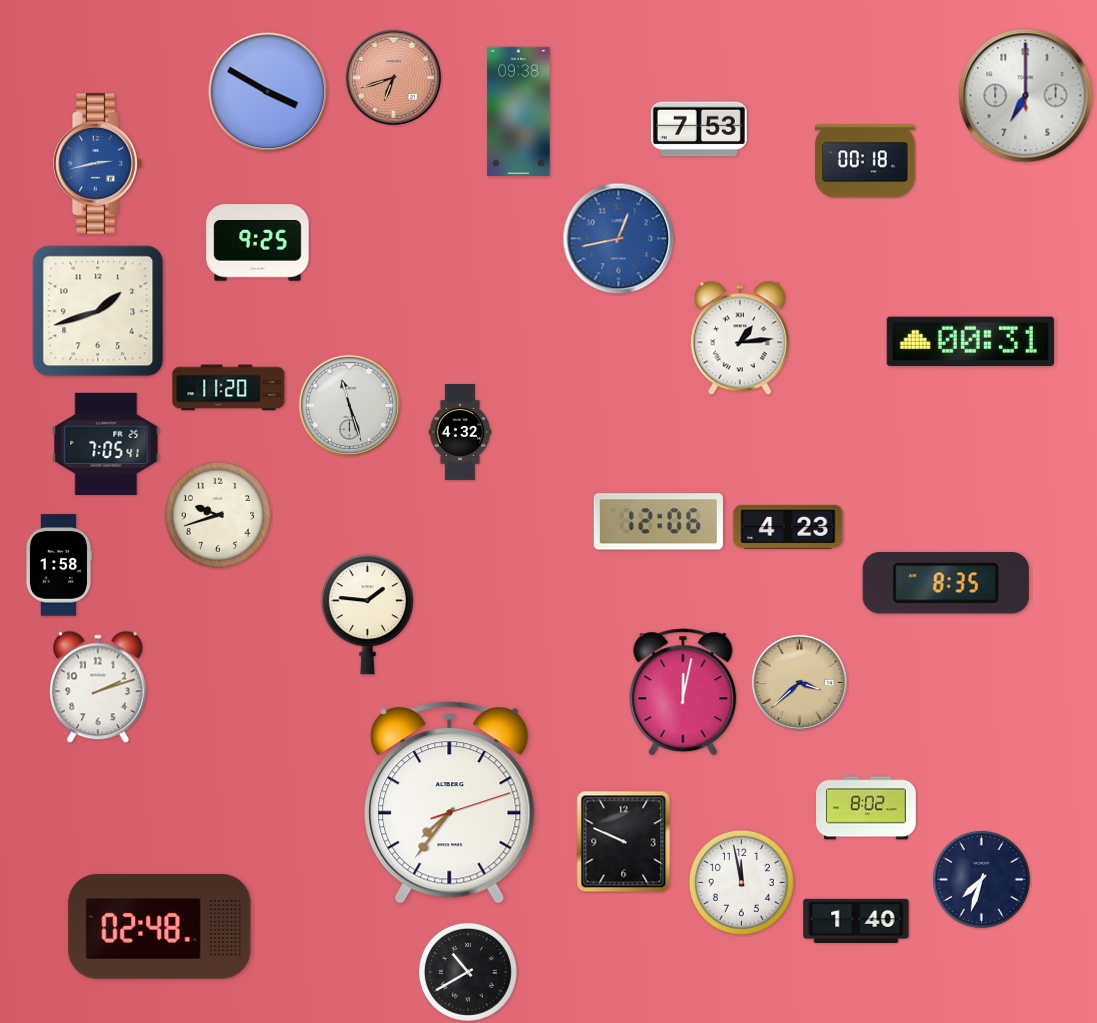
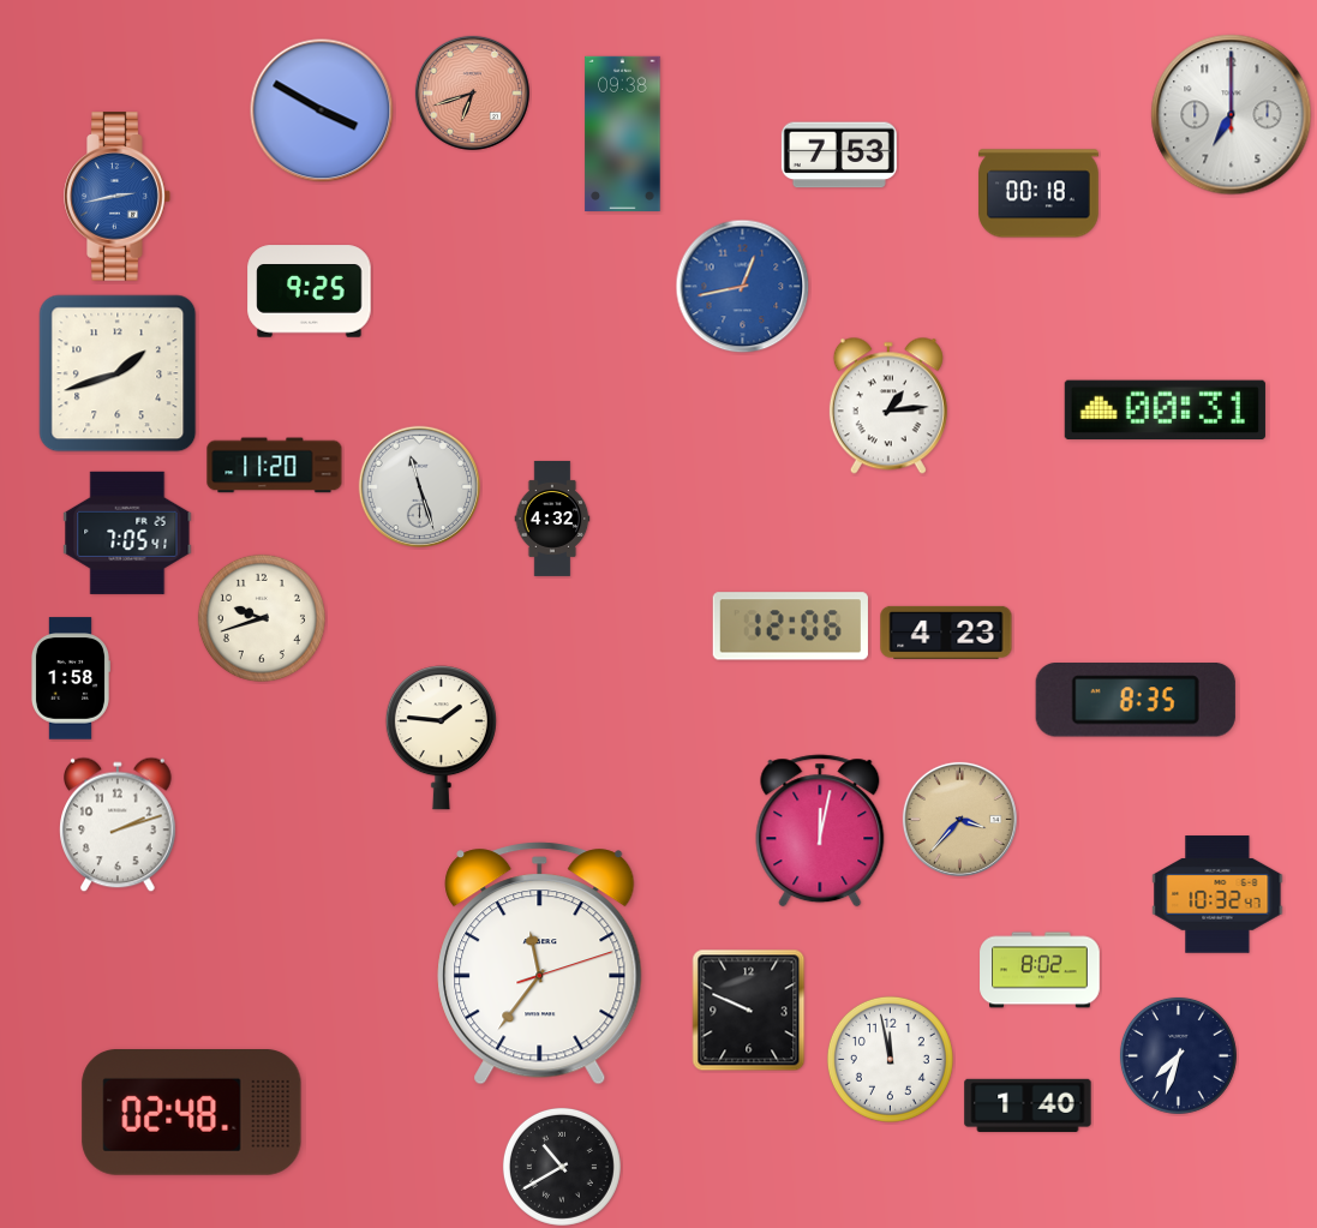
clock at (799, 682): 3:38 -> 3:37
clock at (1217, 894): none -> 10:32
clock at (450, 803): 7:36 -> 11:36
